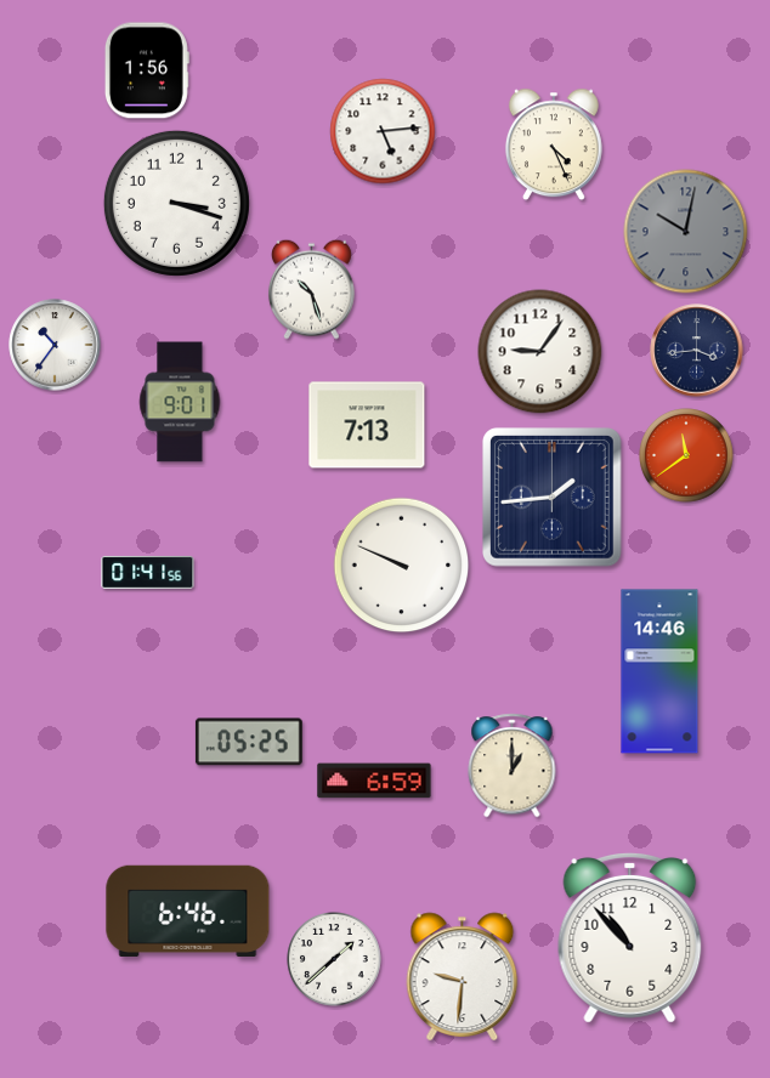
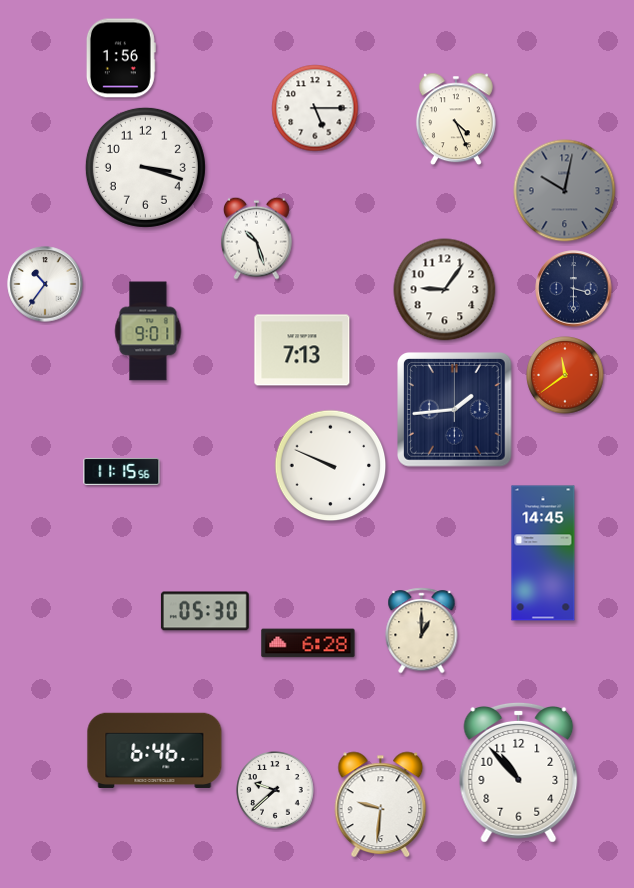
clock at (383, 131): 5:14 -> 5:15
clock at (697, 351): 3:44 -> 3:30
clock at (148, 572): 01:41 -> 11:15
clock at (659, 671): 14:46 -> 14:45
clock at (249, 742): 05:25 -> 05:30
clock at (374, 781): 6:59 -> 6:28
clock at (334, 959): 1:38 -> 9:38
